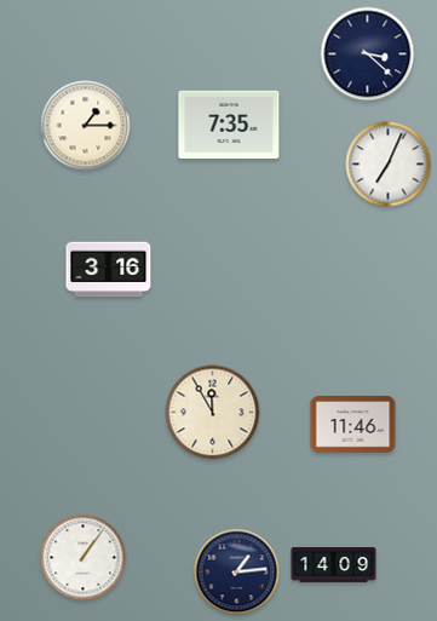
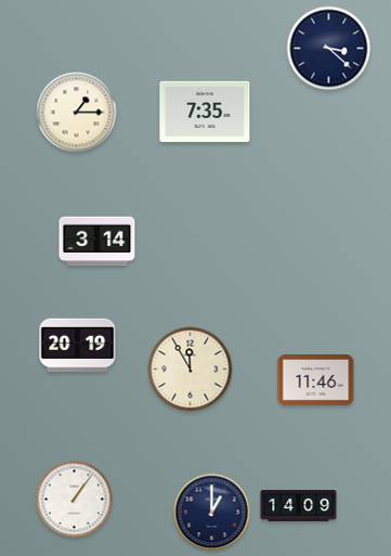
clock at (389, 165): 7:04 -> none
clock at (109, 270): 3:16 -> 3:14
clock at (78, 346): none -> 20:19
clock at (237, 573): 1:14 -> 1:00
